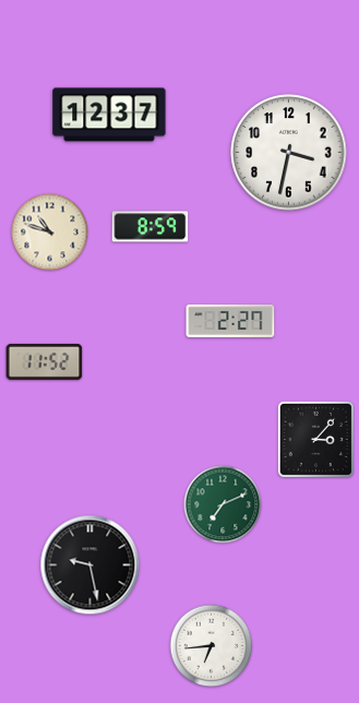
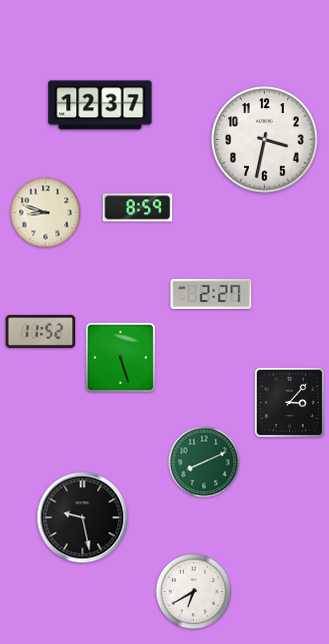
clock at (50, 233): 10:48 -> 8:48
clock at (120, 357): none -> 5:27
clock at (223, 504): 7:11 -> 8:11
clock at (212, 646): 6:44 -> 6:40
